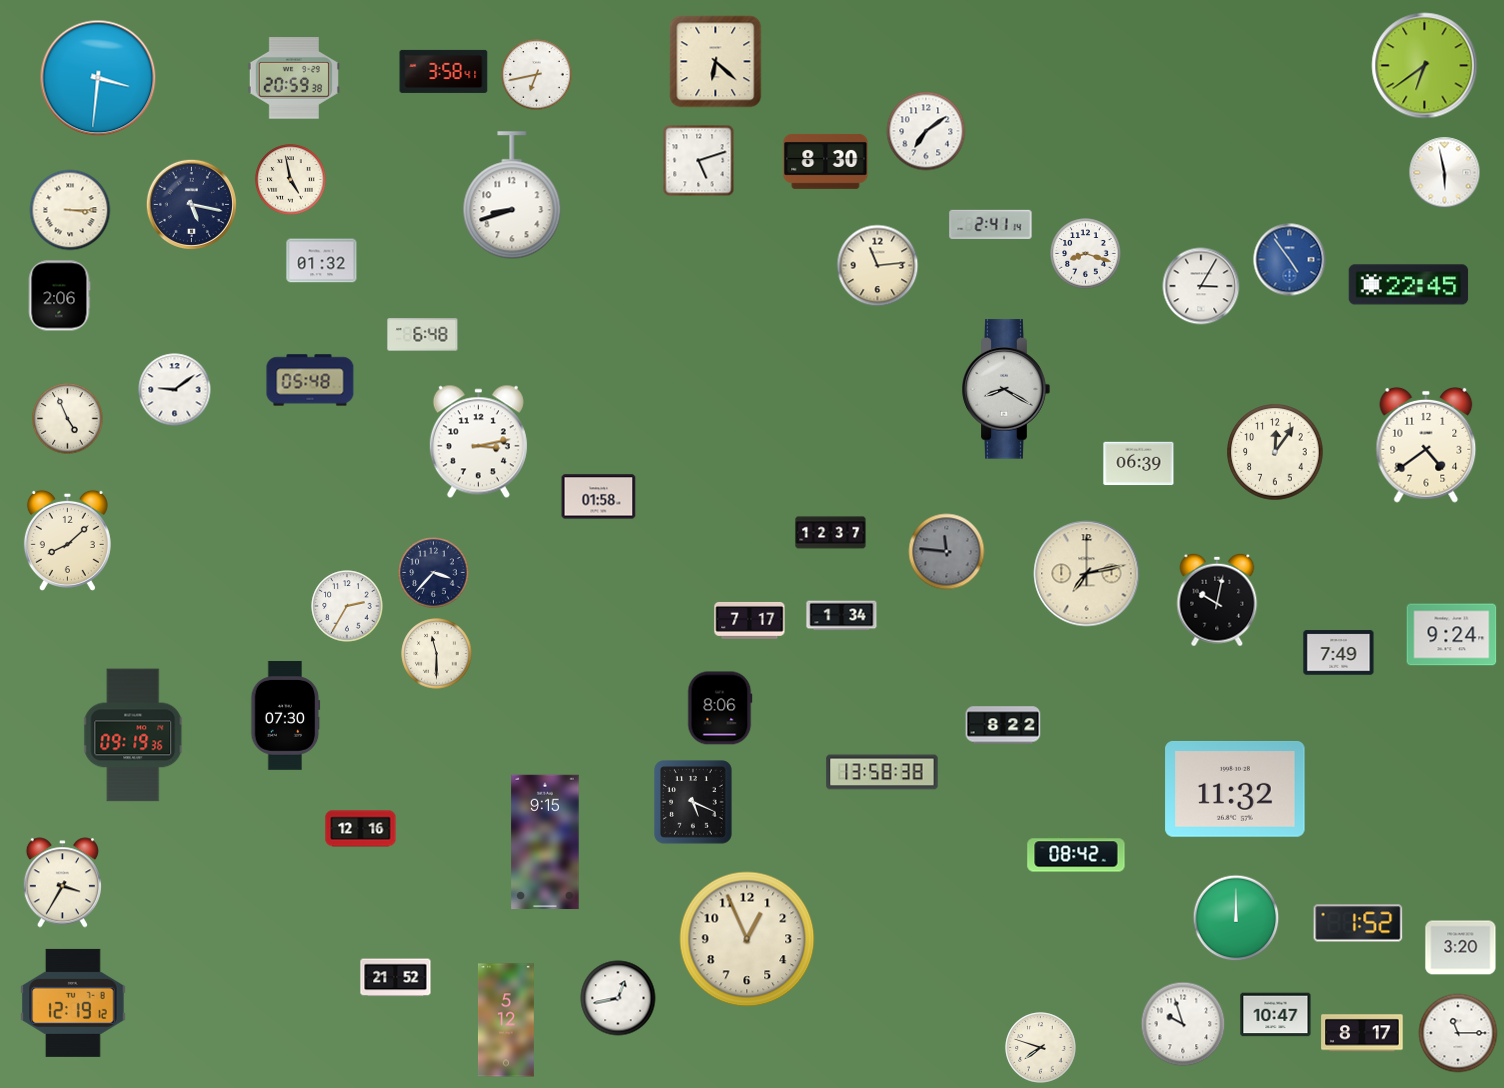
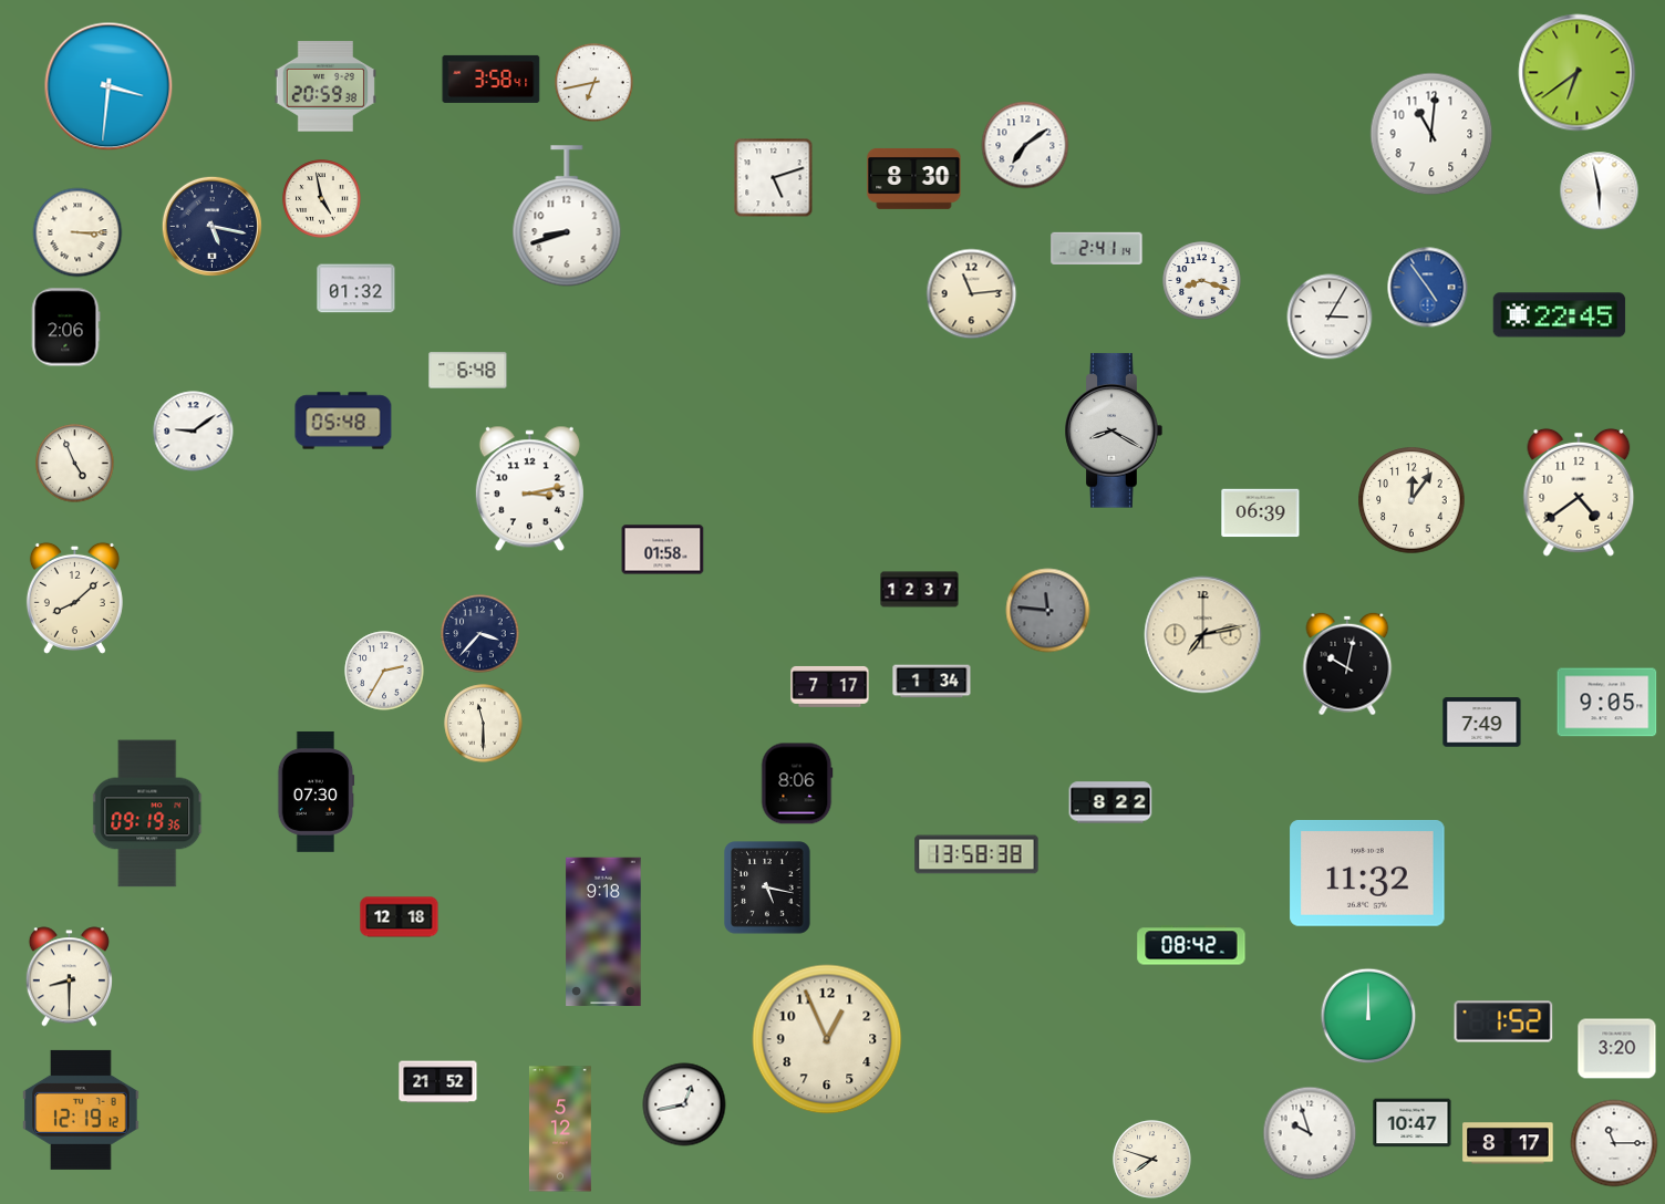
clock at (716, 62): 6:22 -> none
clock at (1431, 134): none -> 11:01
clock at (1452, 635): 9:24 -> 9:05
clock at (693, 802): 5:19 -> 5:17
clock at (361, 829): 12:16 -> 12:18
clock at (545, 842): 9:15 -> 9:18
clock at (62, 883): 3:35 -> 8:30
